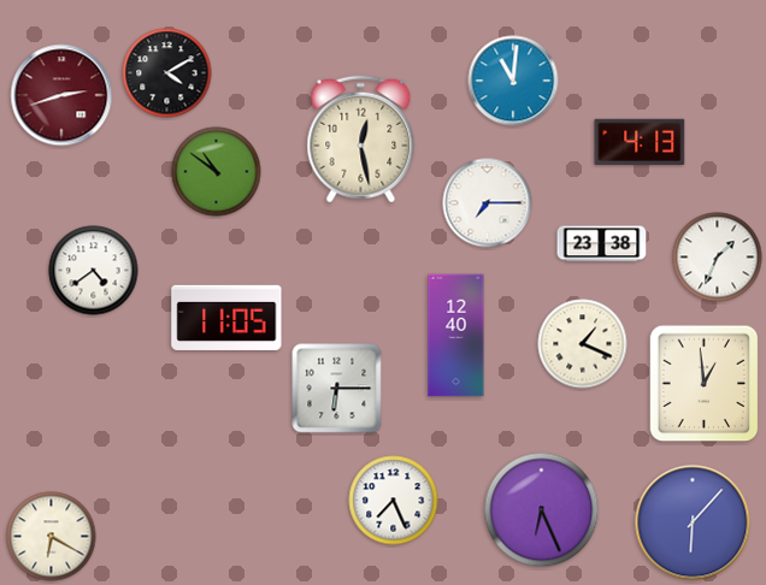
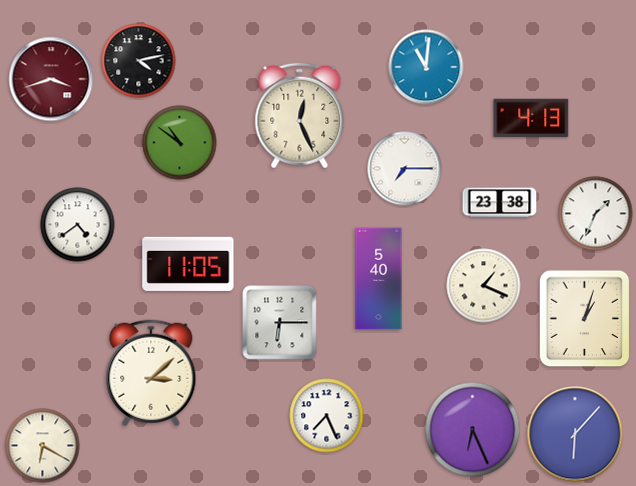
clock at (167, 73): 4:10 -> 4:13
clock at (61, 95): 2:42 -> 3:42
clock at (361, 140): 12:28 -> 12:26
clock at (456, 336): 12:40 -> 5:40
clock at (705, 384): 12:59 -> 1:03
clock at (151, 373): none -> 3:08
clock at (542, 510) position: (542, 510) -> (473, 430)
